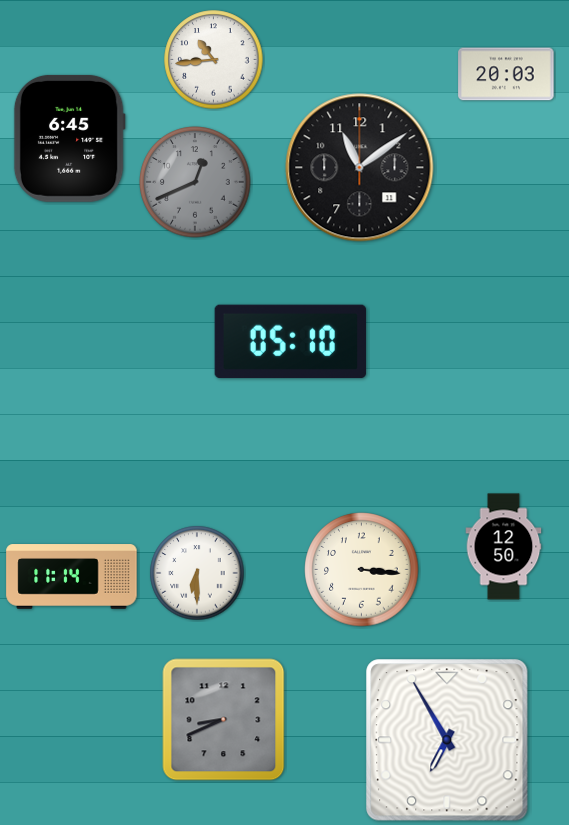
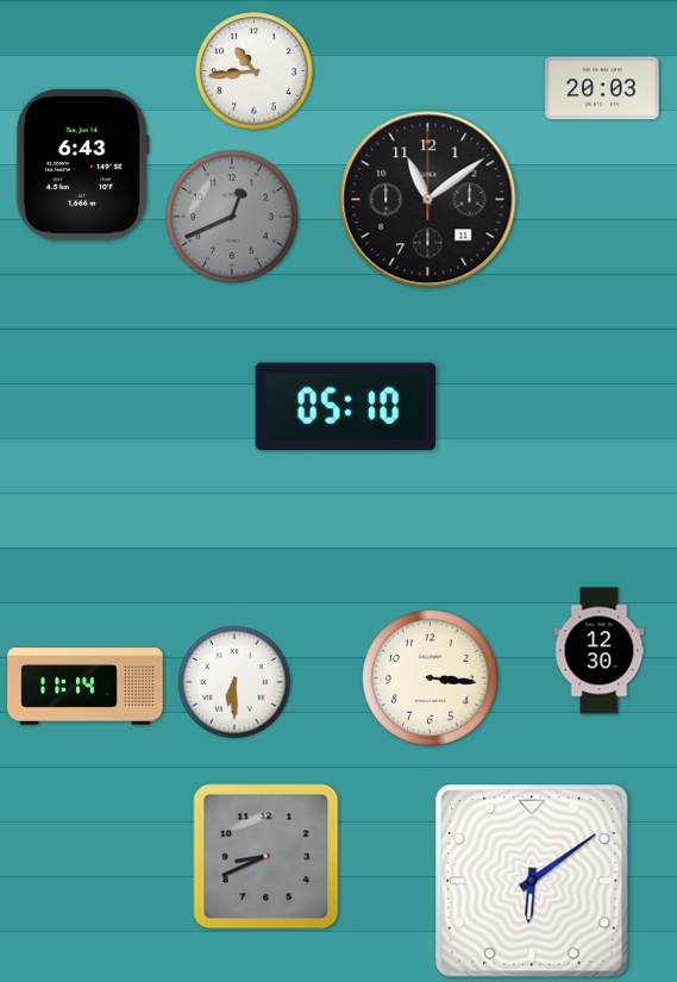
clock at (69, 138): 6:45 -> 6:43
clock at (504, 547): 12:50 -> 12:30
clock at (447, 740): 6:55 -> 6:09
